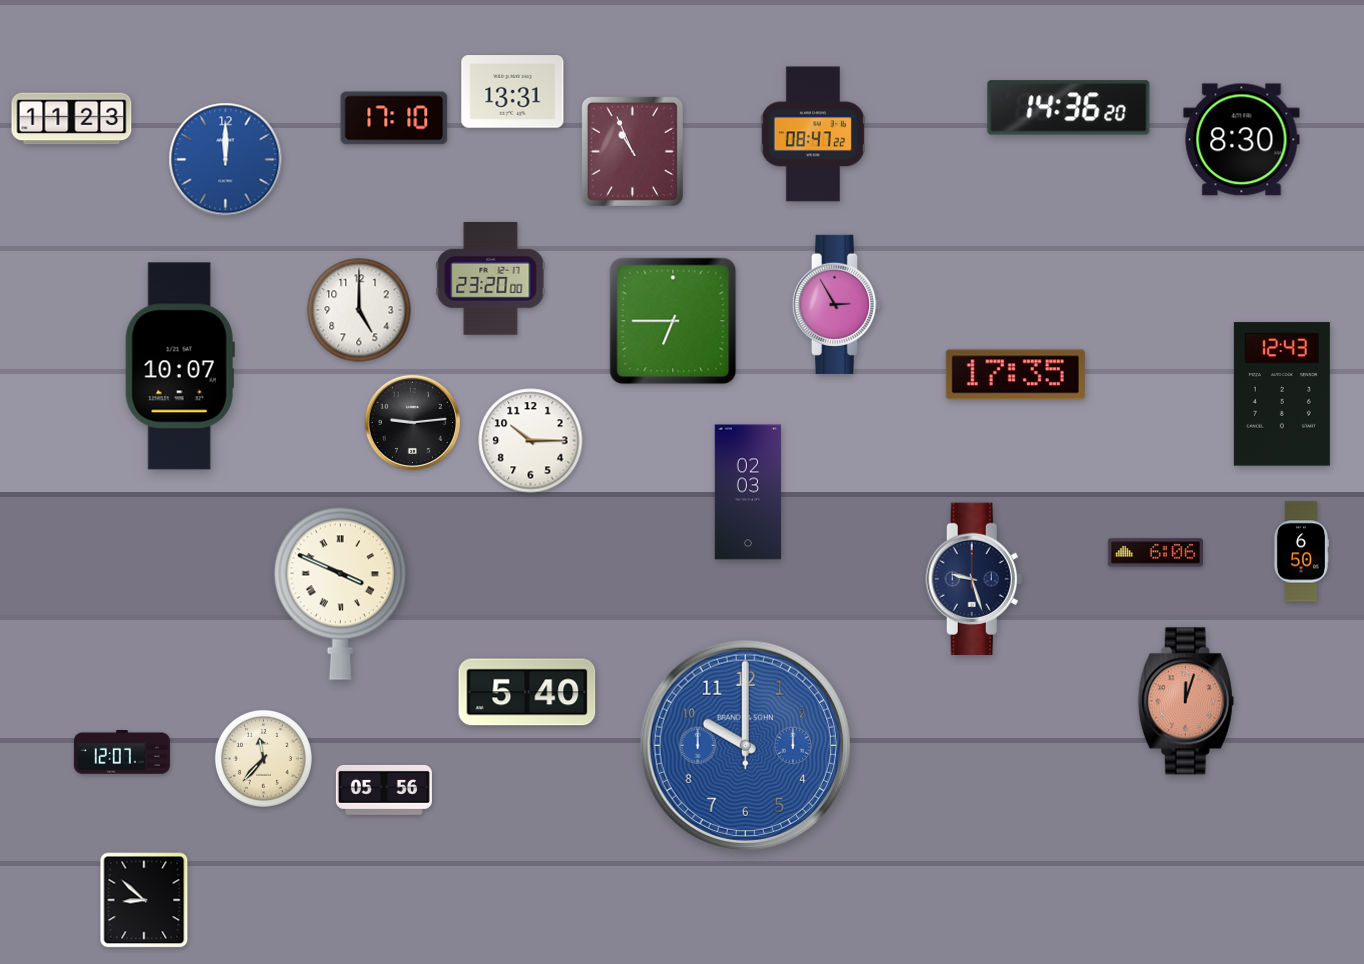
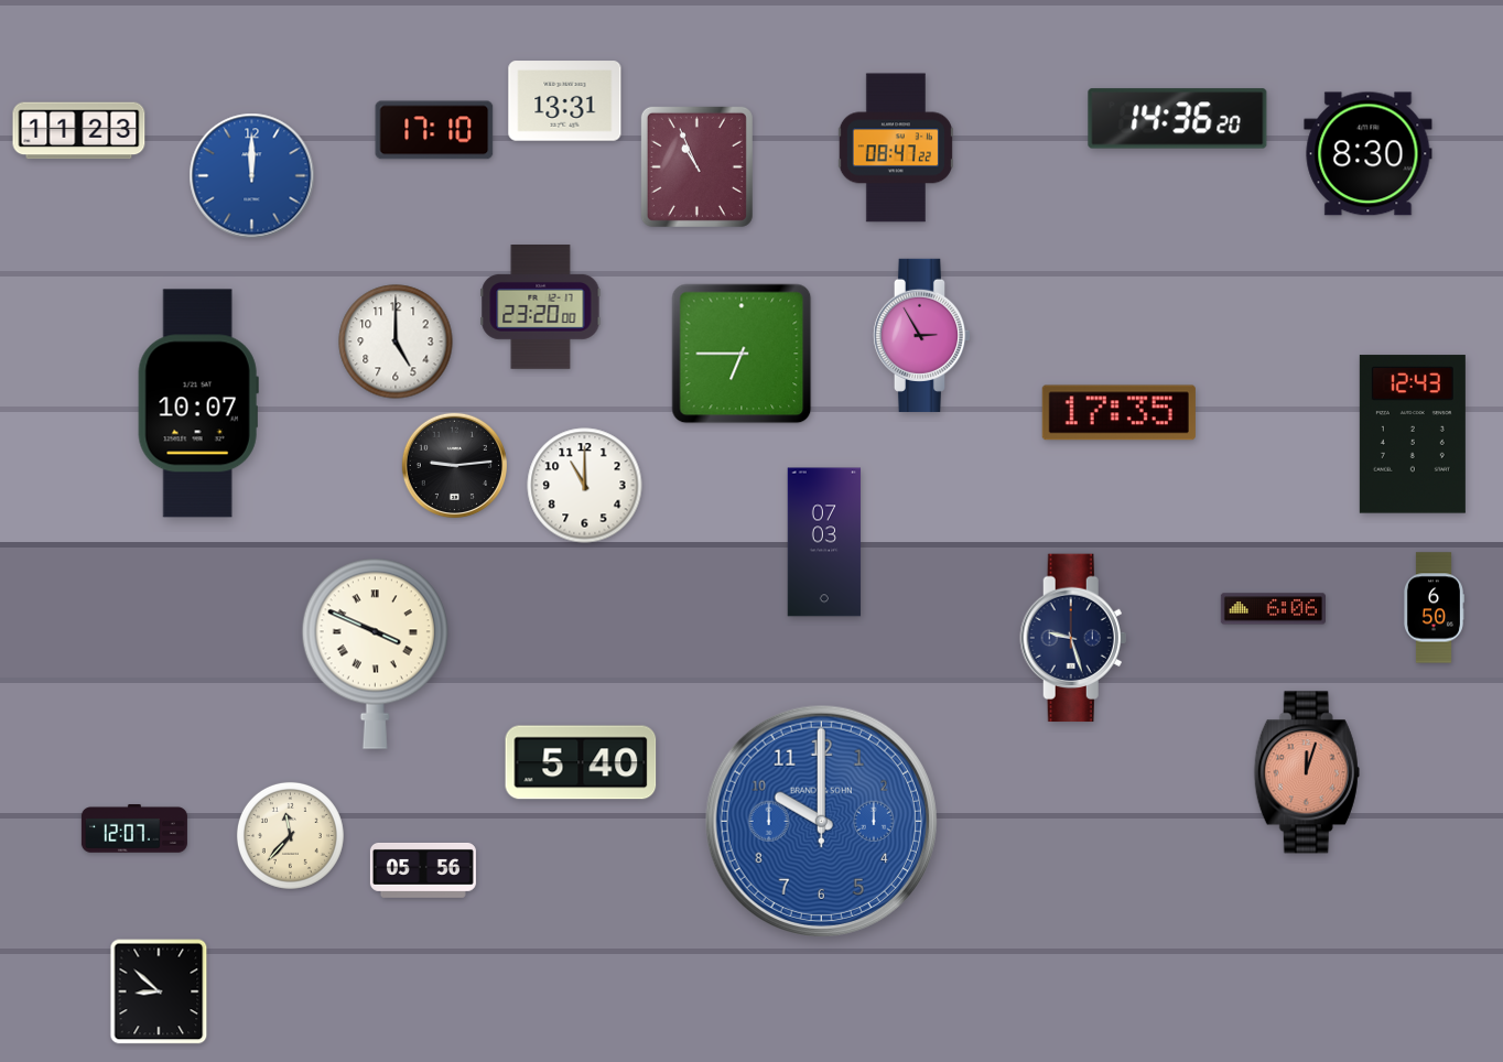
clock at (226, 160) position: (226, 160) -> (252, 176)
clock at (531, 441): 10:15 -> 11:00
clock at (748, 492): 02:03 -> 07:03
